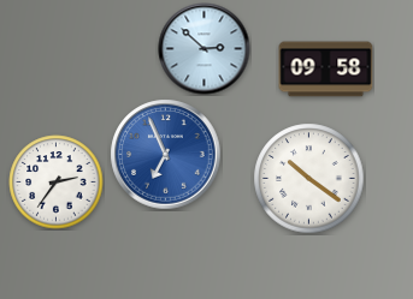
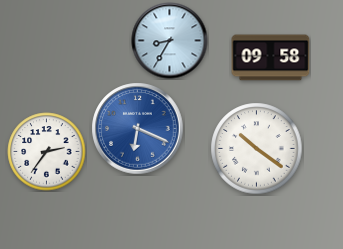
clock at (205, 49): 2:52 -> 8:35
clock at (166, 155): 6:56 -> 6:19
